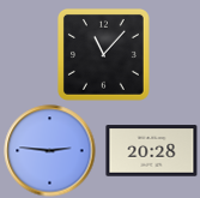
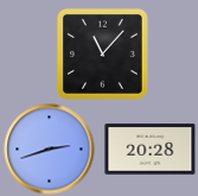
clock at (50, 151): 2:46 -> 2:42
